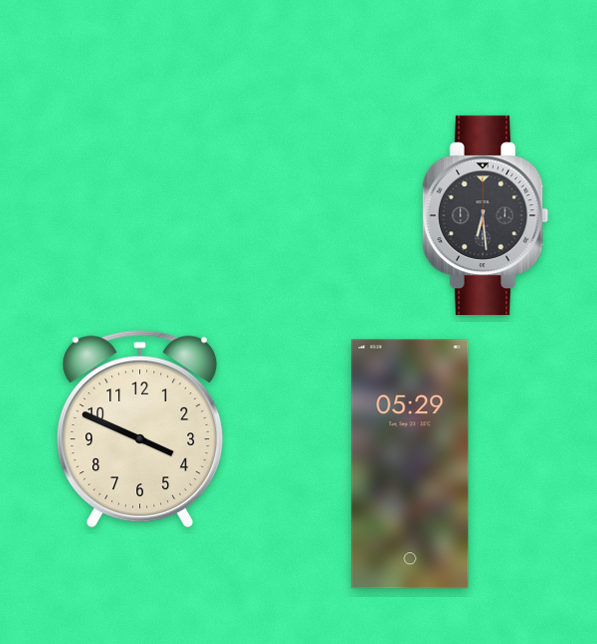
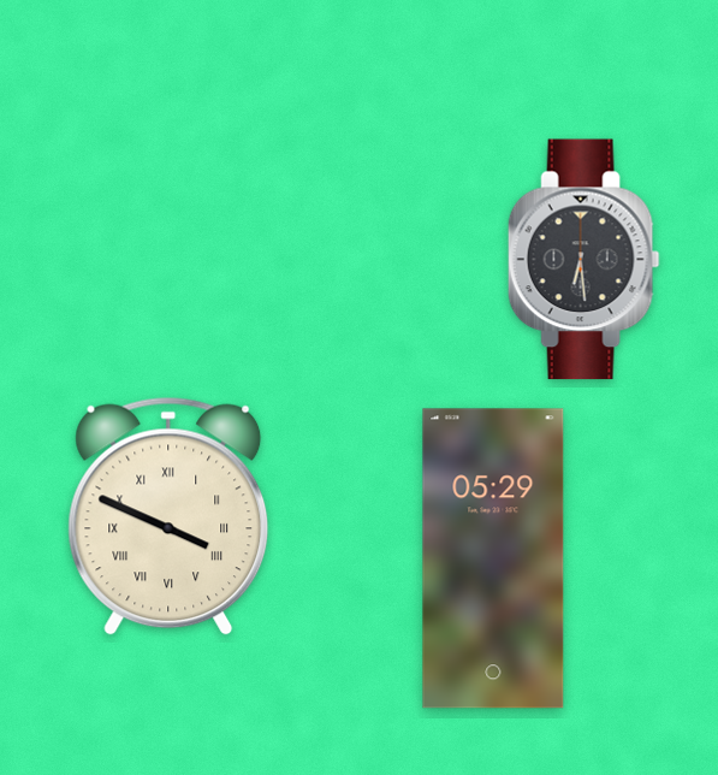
clock at (140, 429) numerals: Arabic -> Roman
